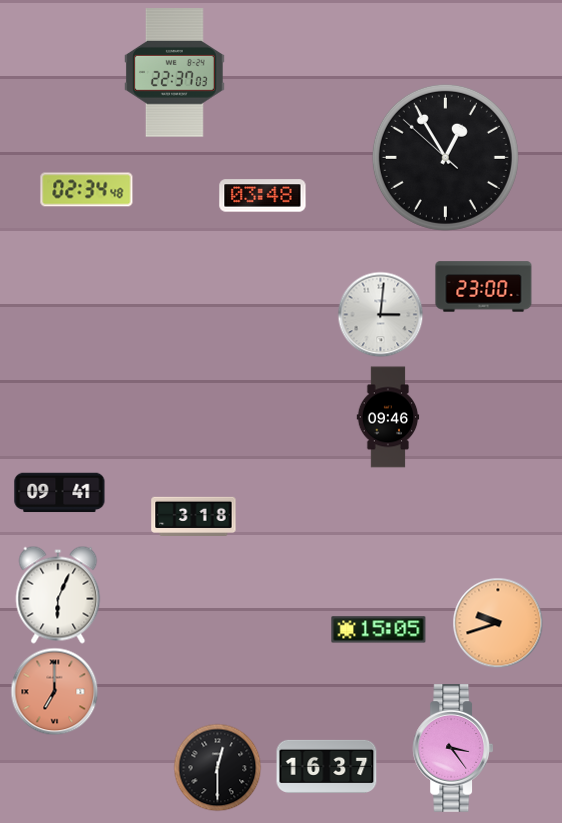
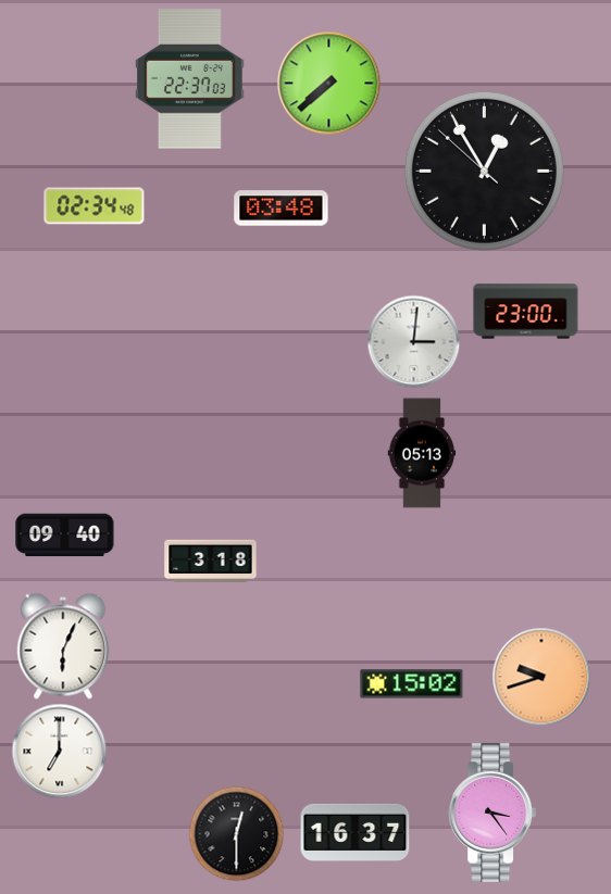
clock at (328, 83): none -> 7:38
clock at (263, 196) position: (263, 196) -> (282, 209)
clock at (388, 417): 09:46 -> 05:13
clock at (60, 493): 09:41 -> 09:40
clock at (379, 630): 15:05 -> 15:02
clock at (54, 691) dial: salmon -> white
